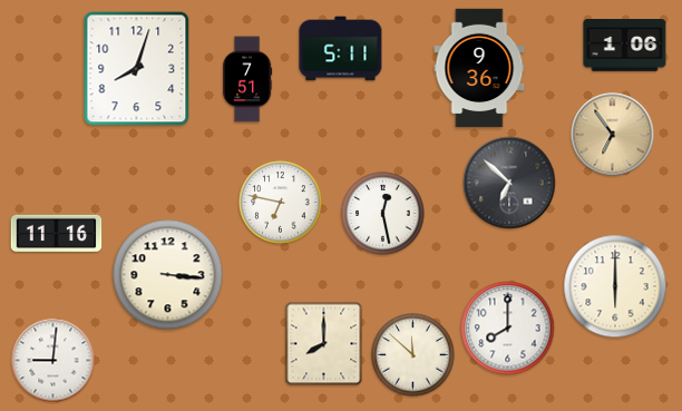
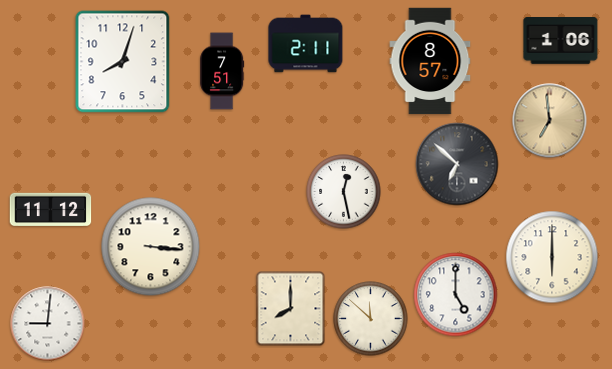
clock at (341, 49): 5:11 -> 2:11
clock at (479, 68): 9:36 -> 8:57
clock at (613, 135): 6:54 -> 6:59
clock at (281, 203): 6:47 -> none
clock at (57, 233): 11:16 -> 11:12
clock at (508, 329): 8:00 -> 5:00
